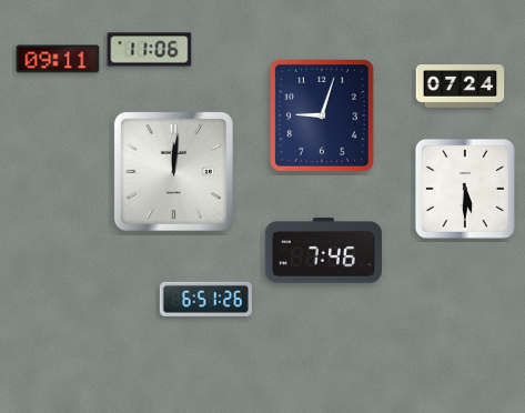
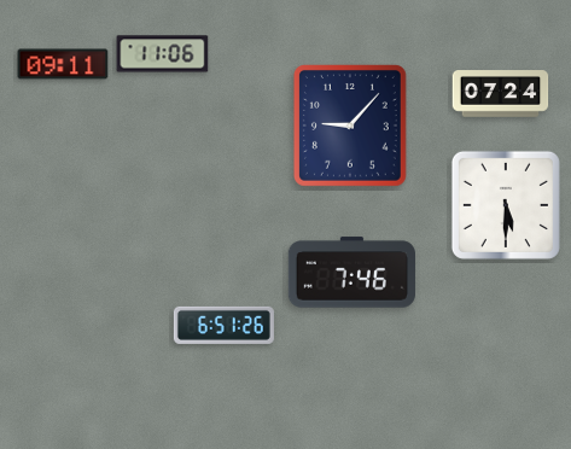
clock at (322, 117): 9:03 -> 9:07
clock at (173, 171): 12:01 -> none
